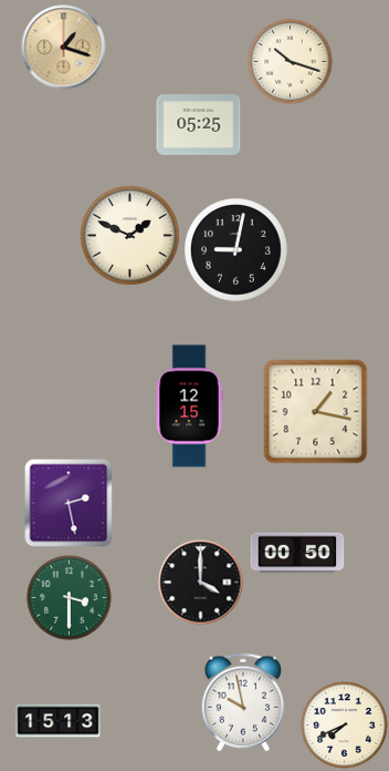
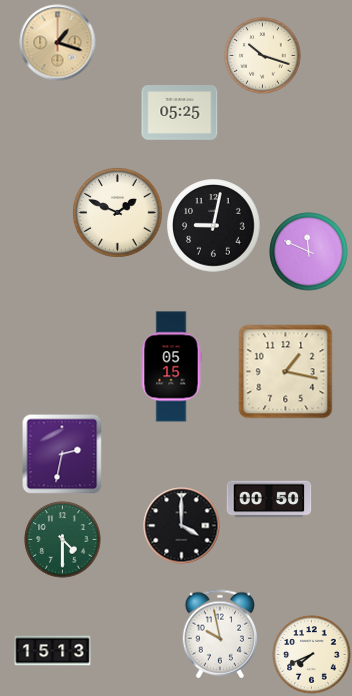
clock at (309, 252): none -> 11:49
clock at (189, 407): 12:15 -> 05:15
clock at (69, 503): 2:28 -> 2:32
clock at (70, 598): 3:30 -> 4:30
